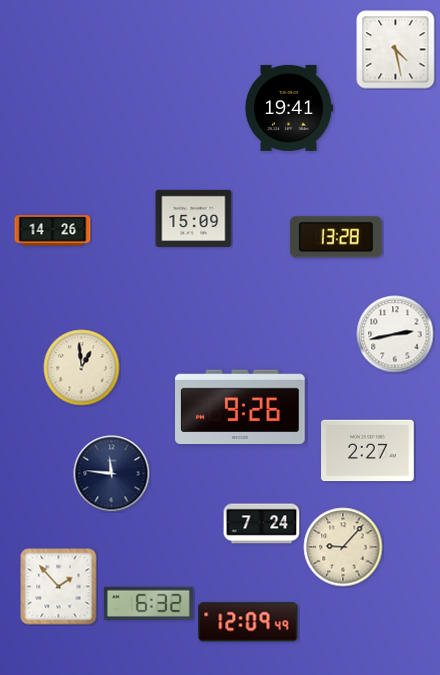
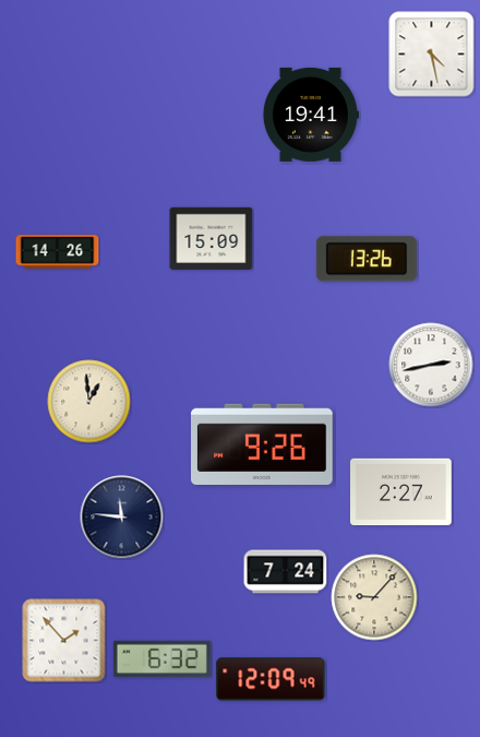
clock at (288, 108) position: (288, 108) -> (310, 115)
clock at (336, 237): 13:28 -> 13:26
